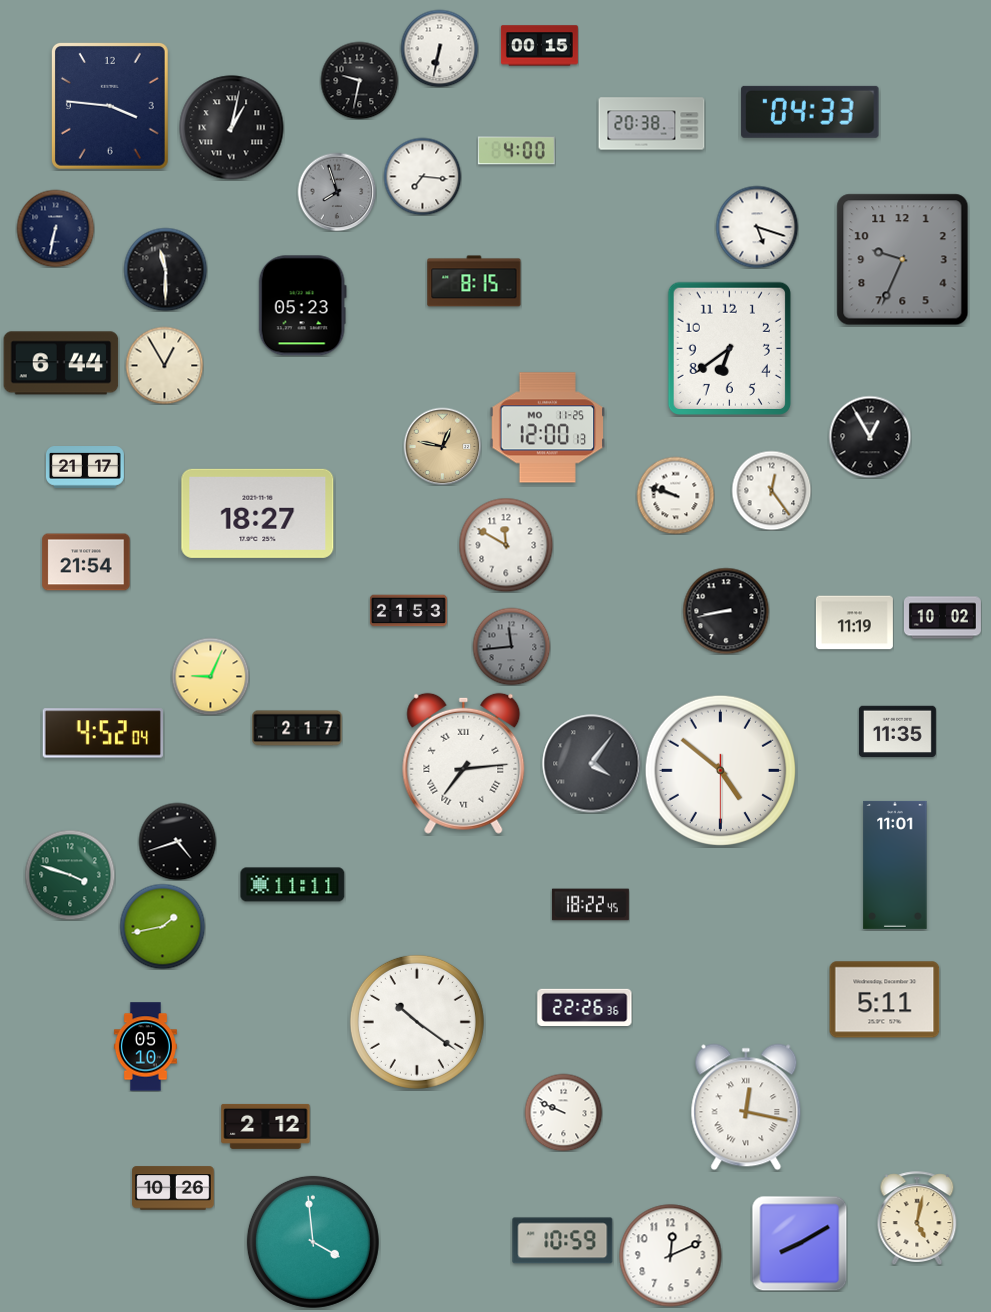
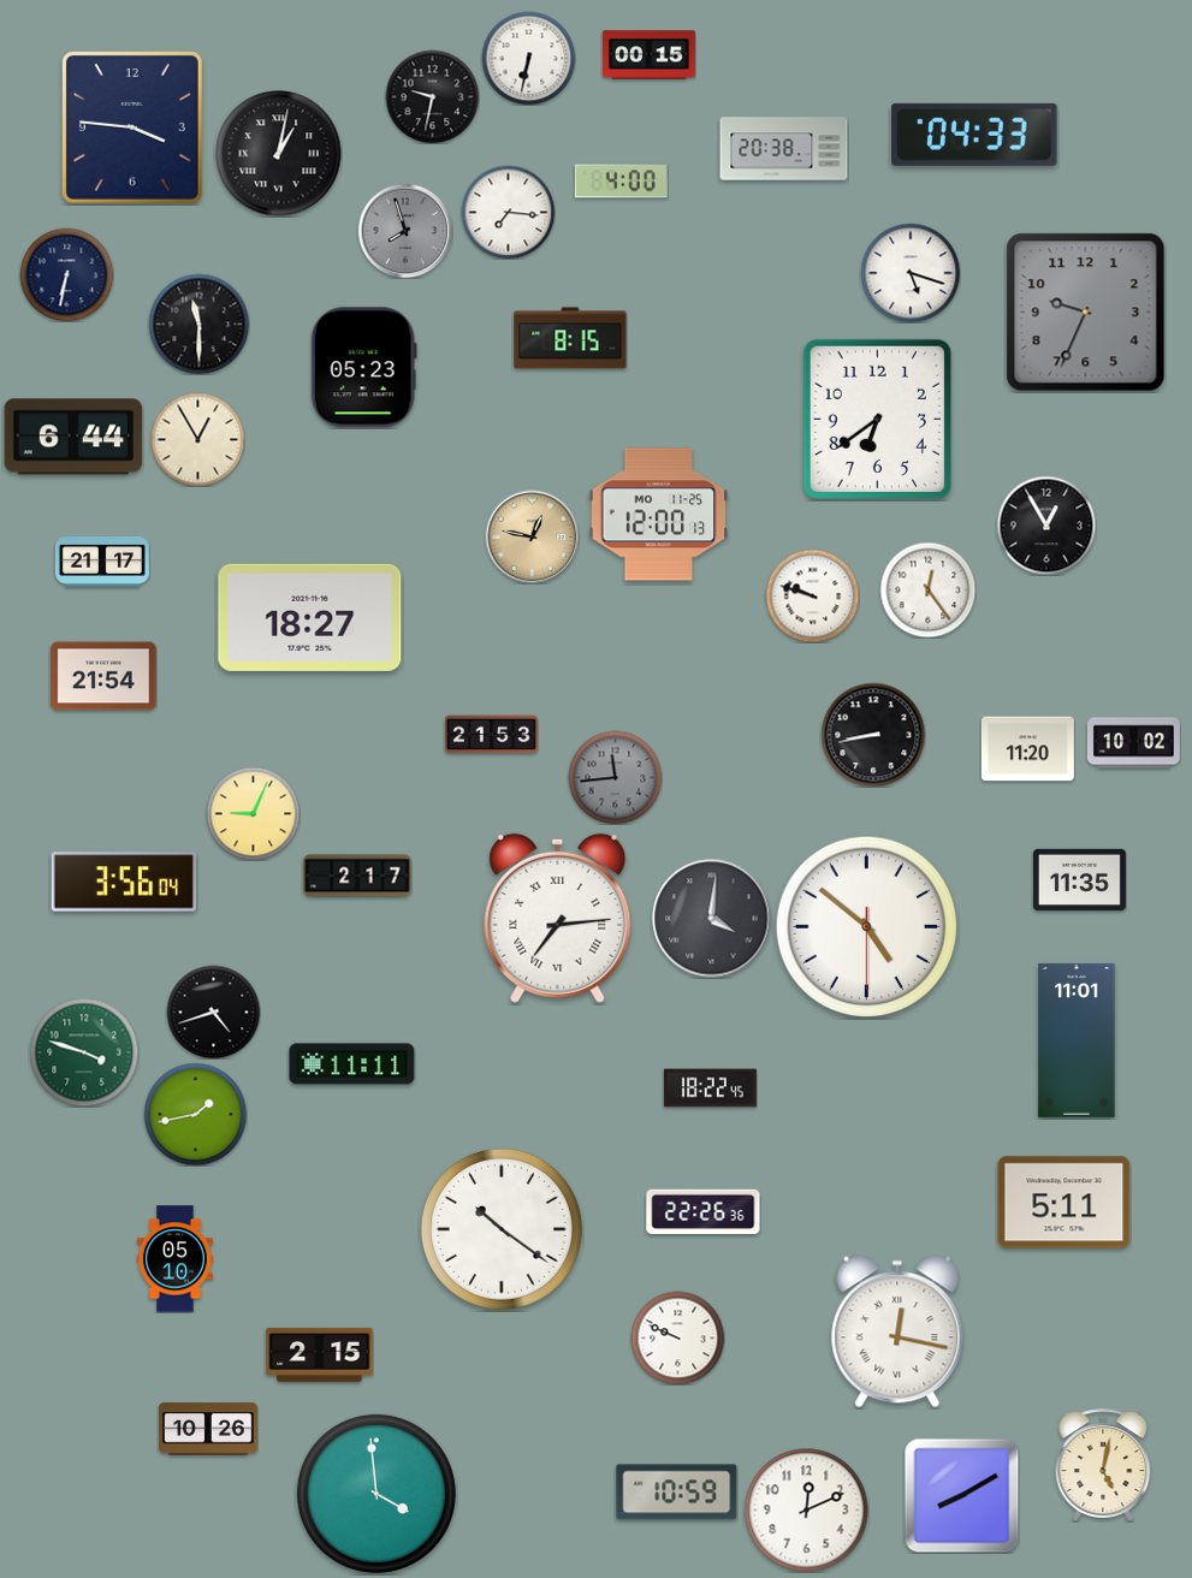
clock at (506, 545): 11:50 -> none
clock at (854, 623): 11:19 -> 11:20
clock at (103, 733): 4:52 -> 3:56
clock at (592, 764): 4:06 -> 4:01
clock at (266, 1126): 2:12 -> 2:15
